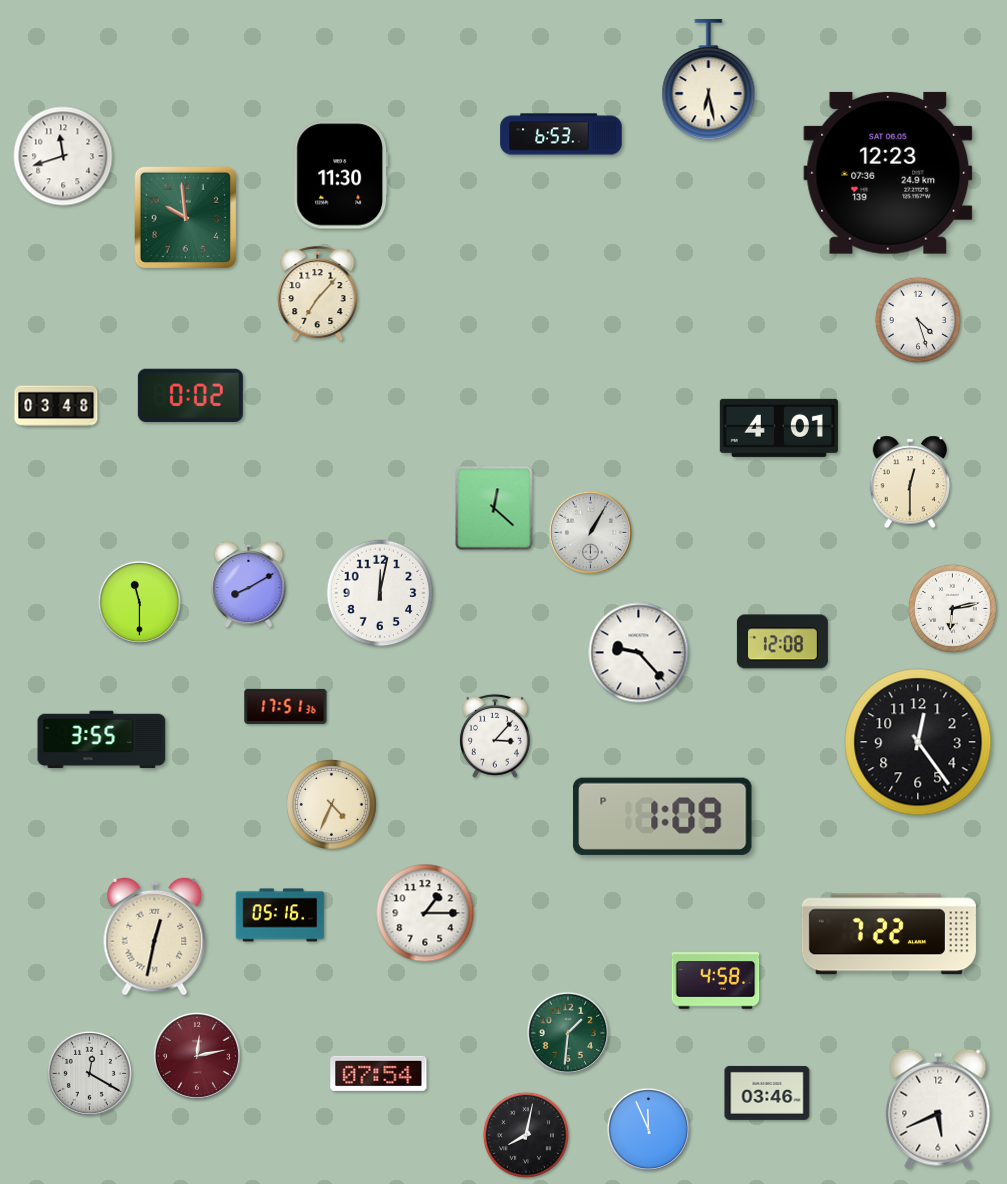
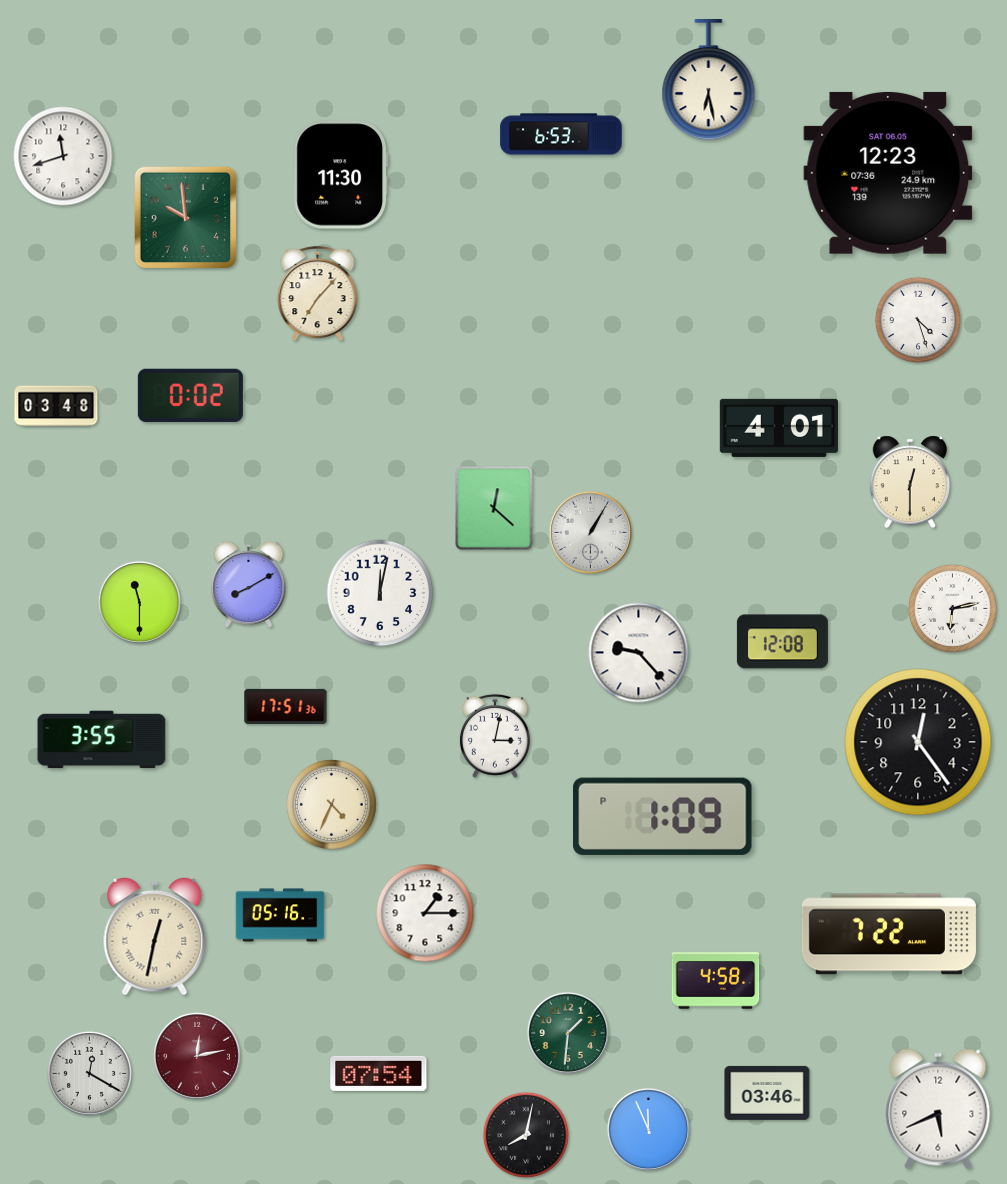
clock at (495, 736): 3:07 -> 3:02
